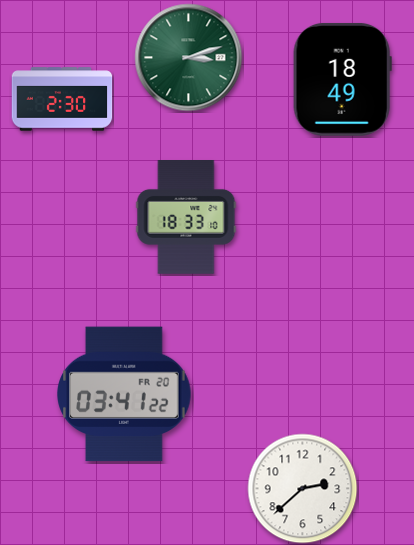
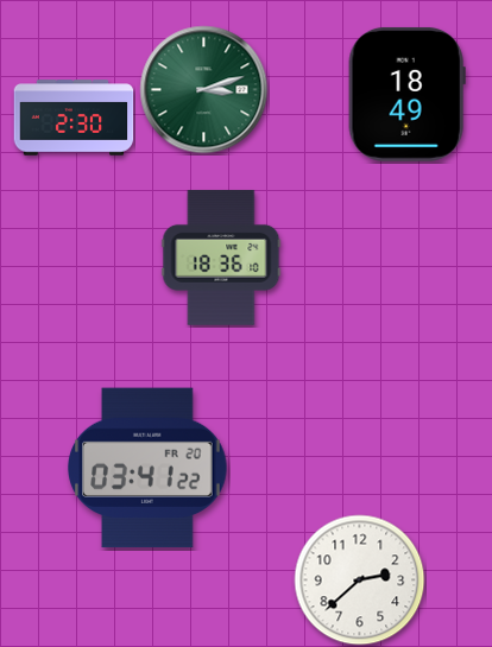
clock at (189, 58) position: (189, 58) -> (204, 90)
clock at (186, 217): 18:33 -> 18:36
